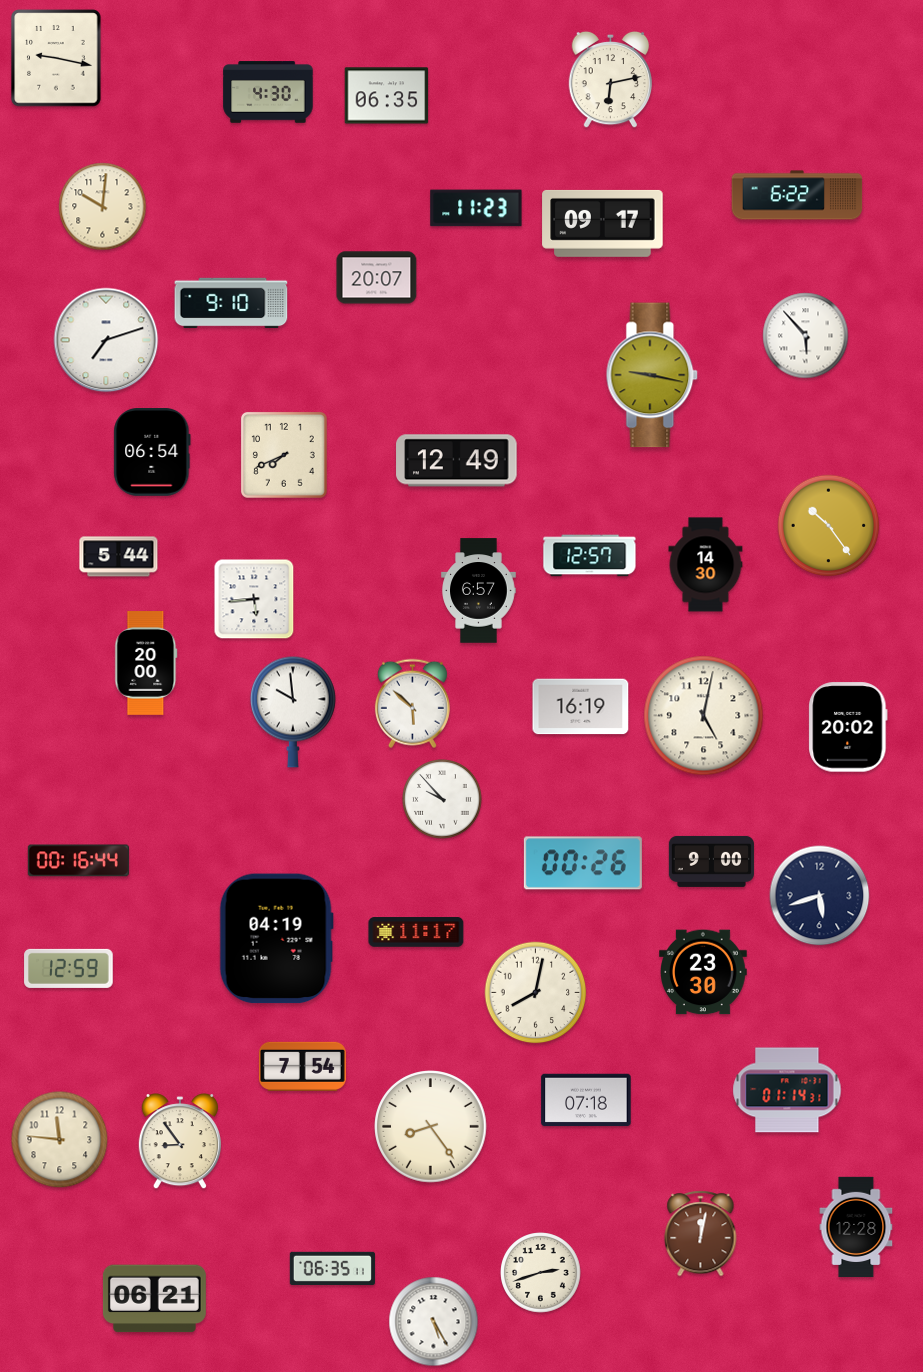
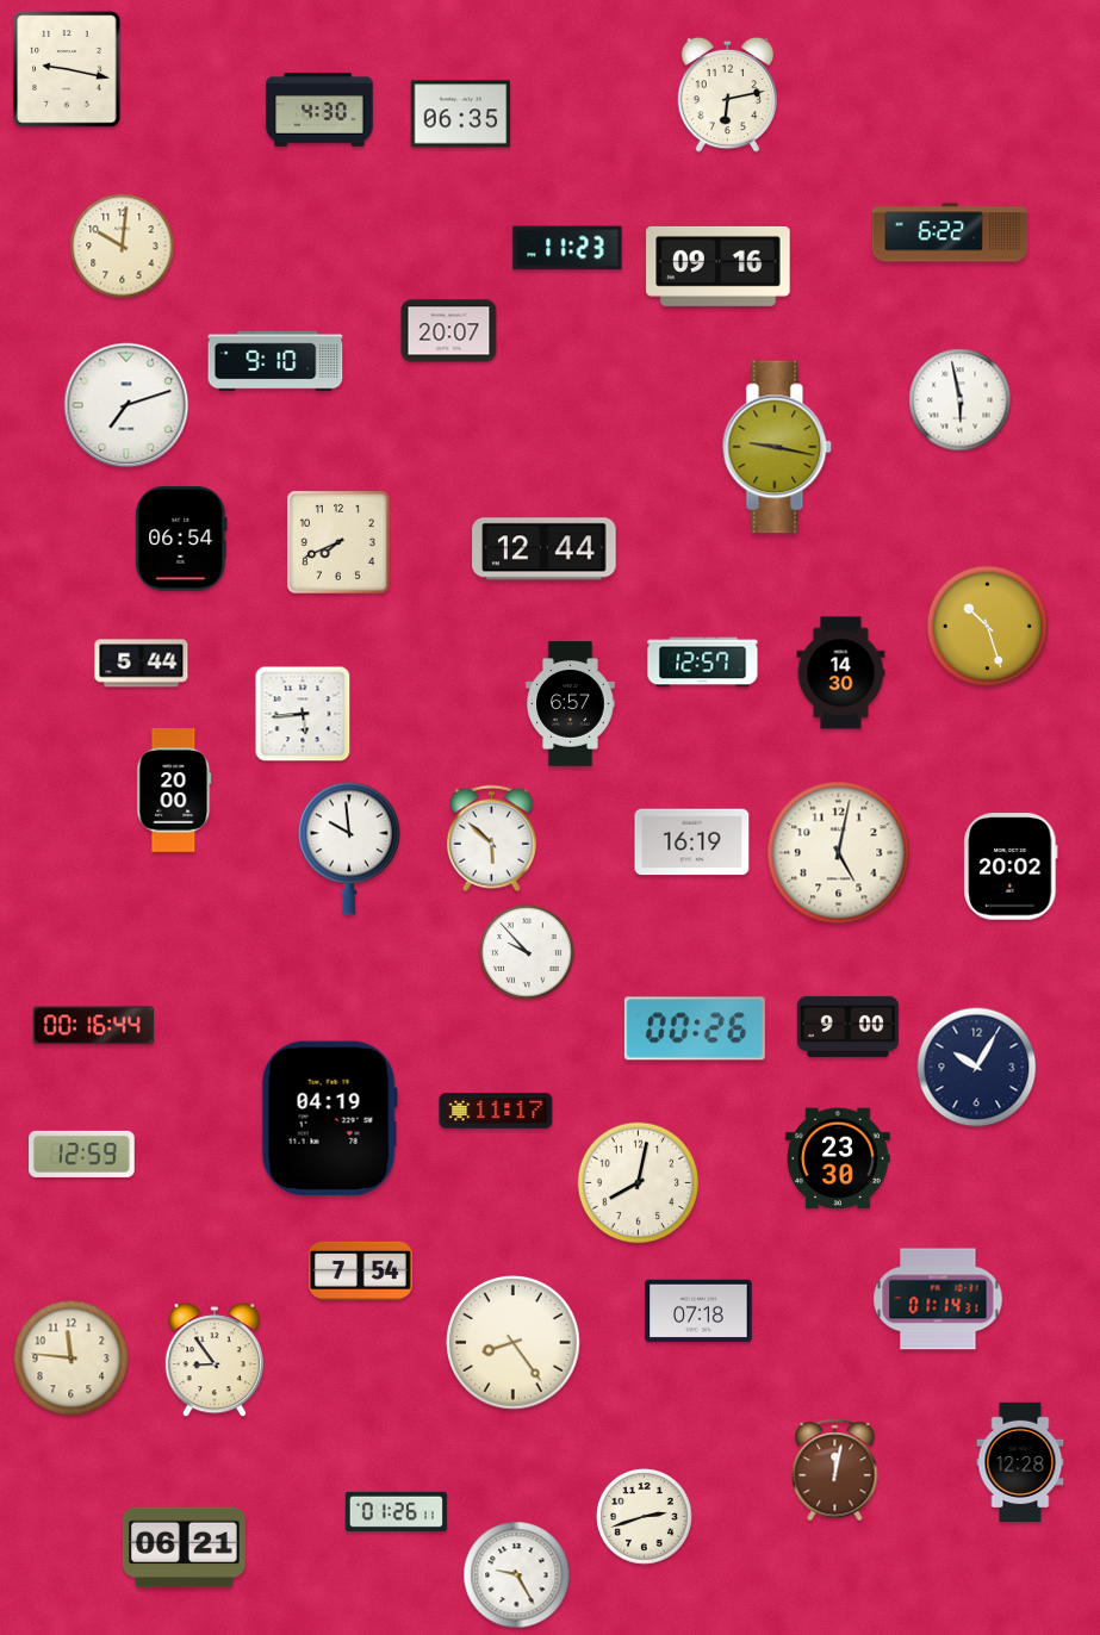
clock at (603, 223): 09:17 -> 09:16
clock at (806, 336): 5:53 -> 5:58
clock at (457, 461): 12:49 -> 12:44
clock at (829, 526): 10:24 -> 10:27
clock at (820, 896): 5:42 -> 10:05
clock at (332, 1268): 06:35 -> 01:26
clock at (434, 1322): 5:25 -> 9:25
